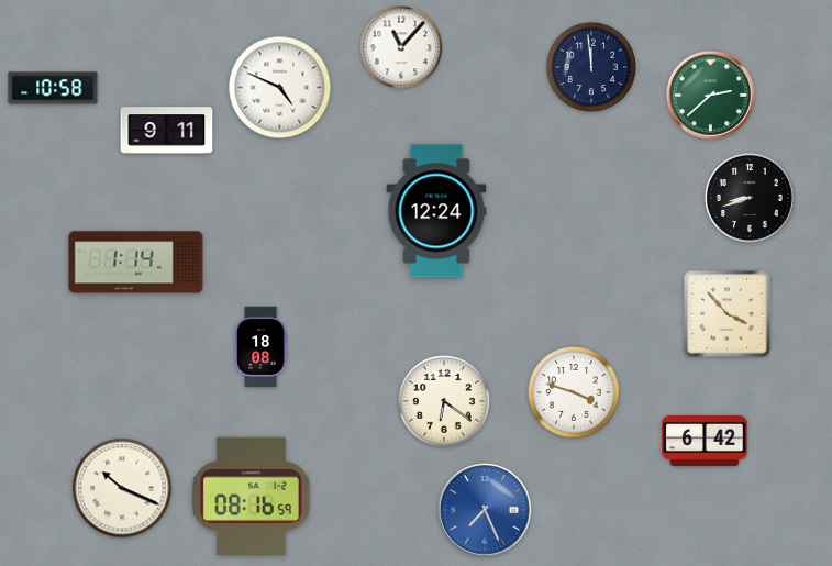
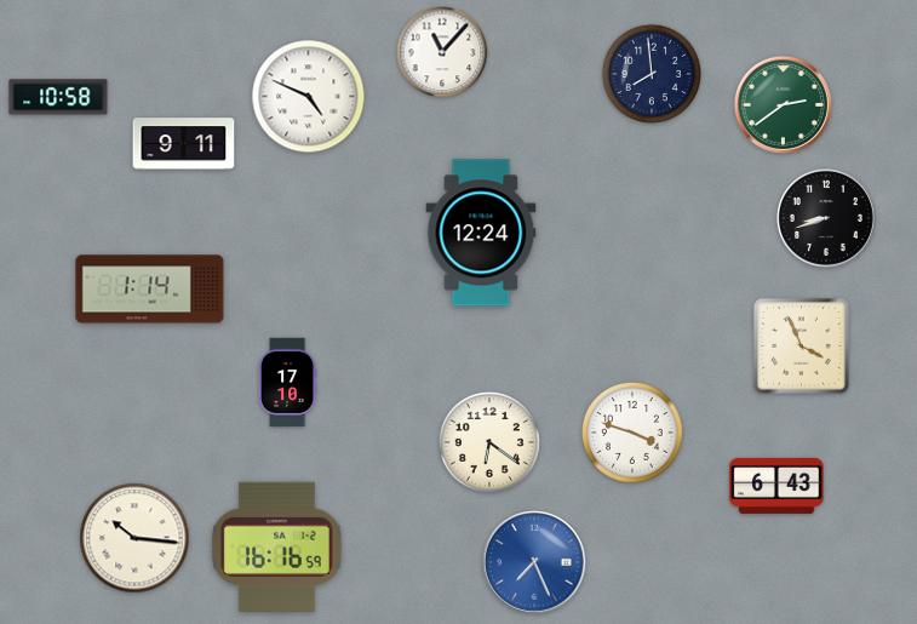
clock at (591, 67): 11:59 -> 7:59
clock at (710, 95): 2:38 -> 2:39
clock at (728, 314): 3:53 -> 3:56
clock at (260, 347): 18:08 -> 17:10
clock at (705, 441): 6:42 -> 6:43
clock at (122, 488): 10:19 -> 10:16
clock at (252, 496): 08:16 -> 16:16
